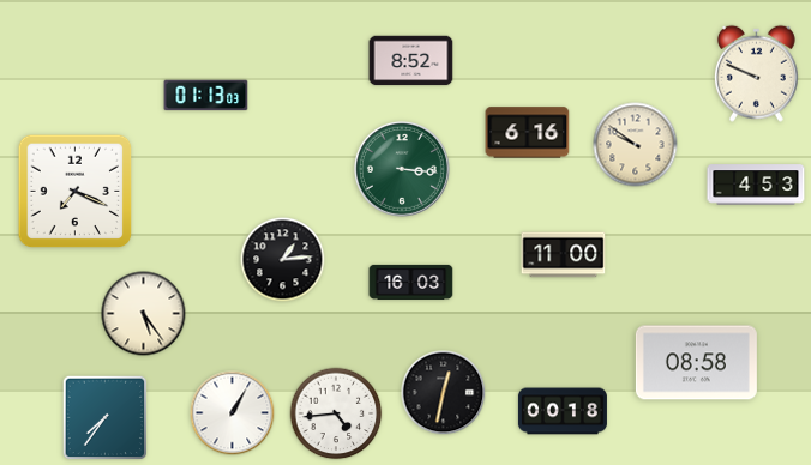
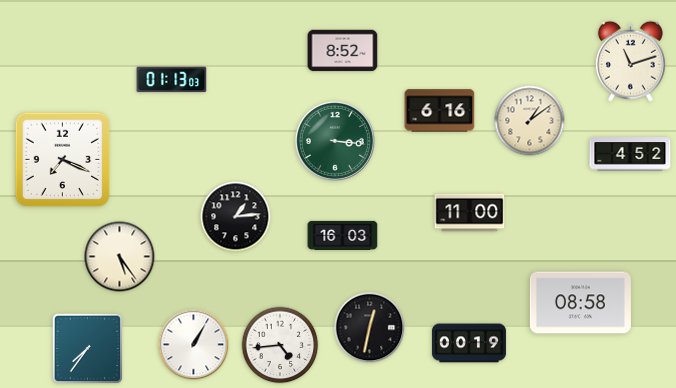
clock at (756, 73): 9:49 -> 11:12
clock at (636, 145): 9:51 -> 1:09
clock at (756, 185): 4:53 -> 4:52
clock at (144, 314) position: (144, 314) -> (120, 257)
clock at (563, 411): 00:18 -> 00:19
